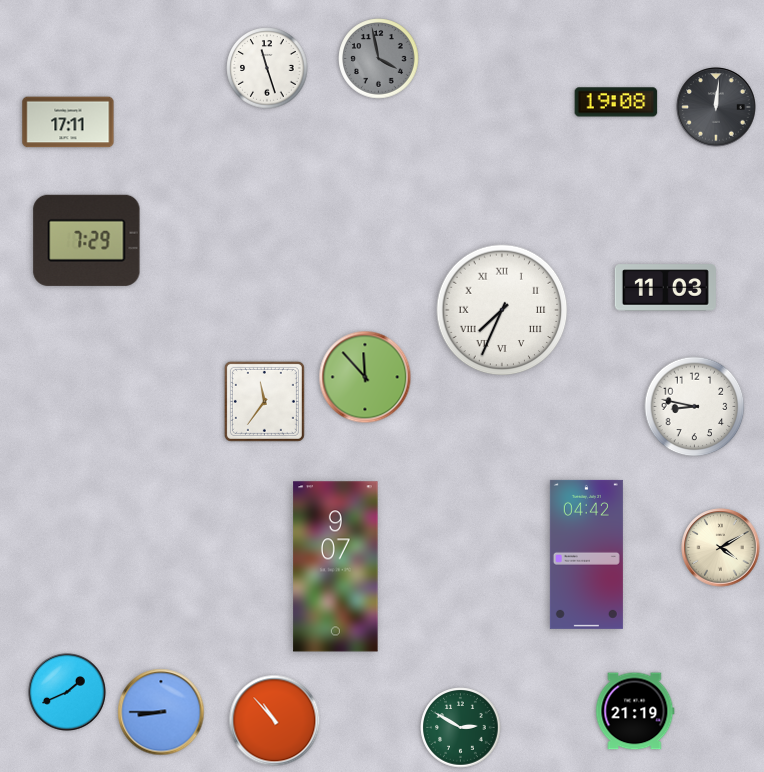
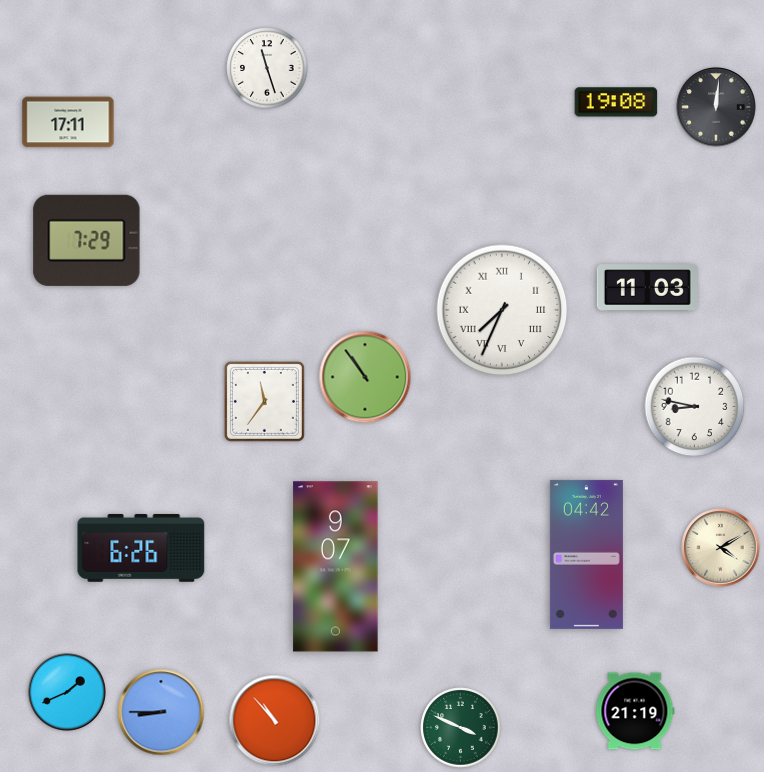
clock at (379, 59): 3:58 -> none
clock at (665, 288) position: (665, 288) -> (647, 288)
clock at (365, 377): 11:53 -> 10:54
clock at (141, 548): none -> 6:26
clock at (461, 728): 2:50 -> 3:49
